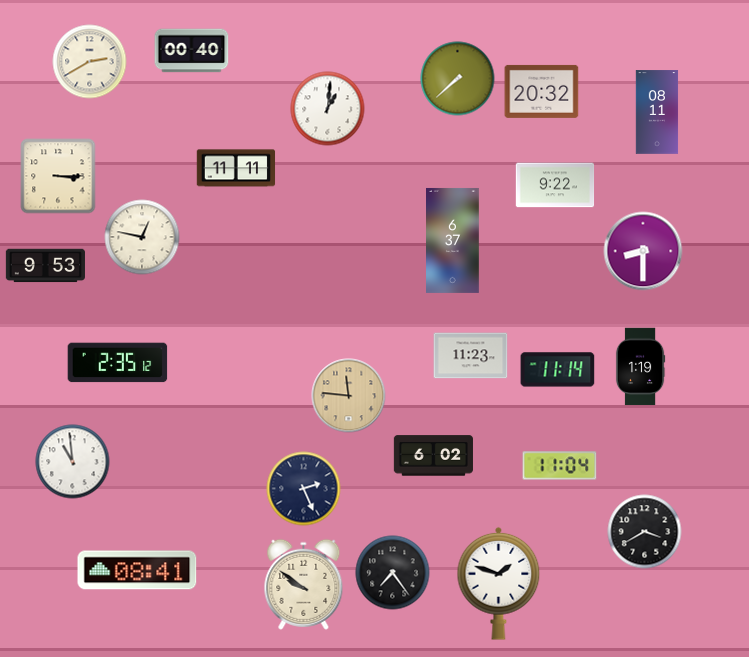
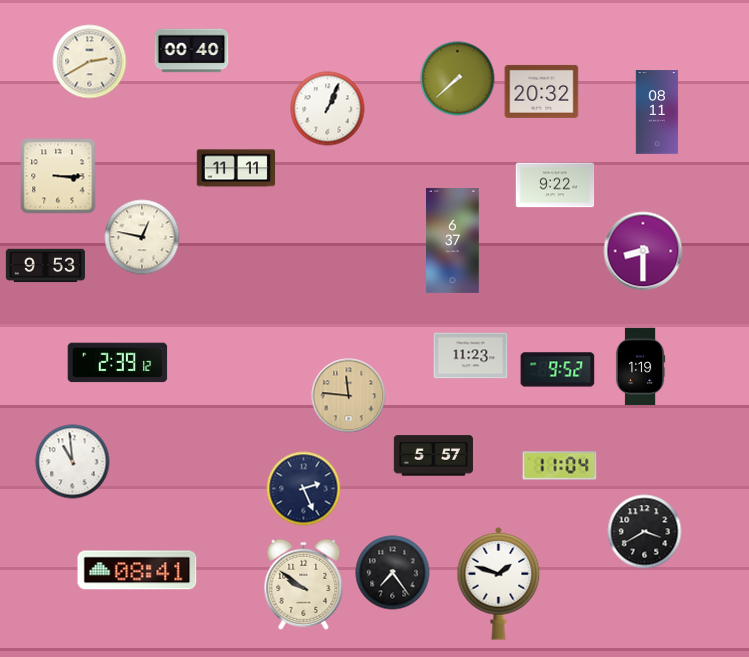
clock at (328, 109): 1:01 -> 1:04
clock at (118, 363): 2:35 -> 2:39
clock at (558, 370): 11:14 -> 9:52
clock at (433, 456): 6:02 -> 5:57
